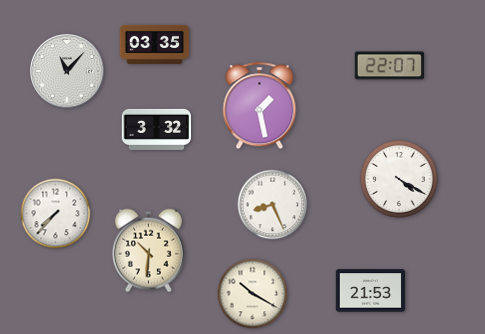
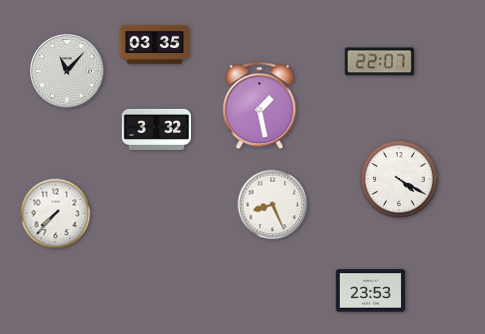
clock at (389, 66) position: (389, 66) -> (379, 62)
clock at (149, 251): 10:31 -> none
clock at (371, 291): 21:53 -> 23:53
clock at (253, 294): 10:20 -> none
